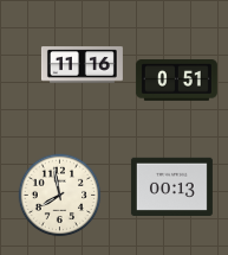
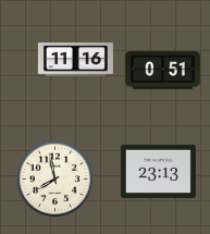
clock at (176, 81) position: (176, 81) -> (162, 71)
clock at (171, 186): 00:13 -> 23:13
